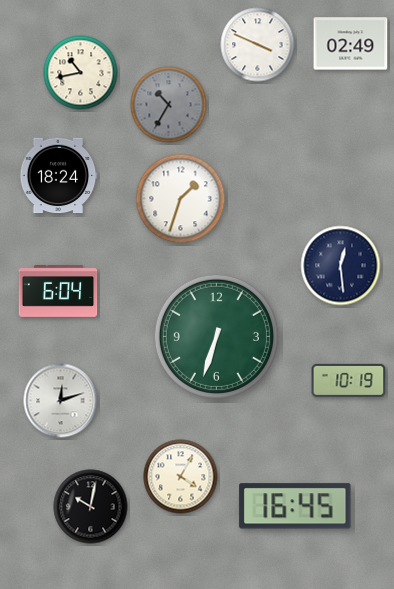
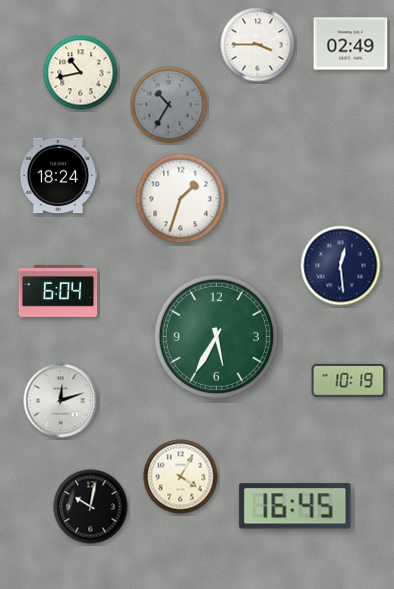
clock at (258, 45): 3:49 -> 3:45
clock at (216, 336): 6:33 -> 5:35
